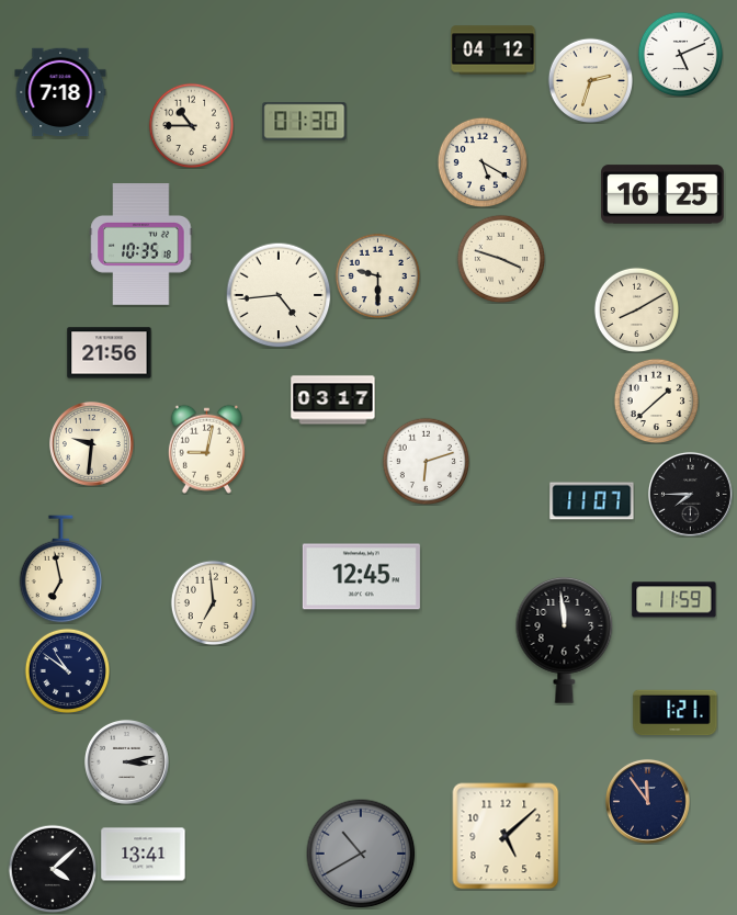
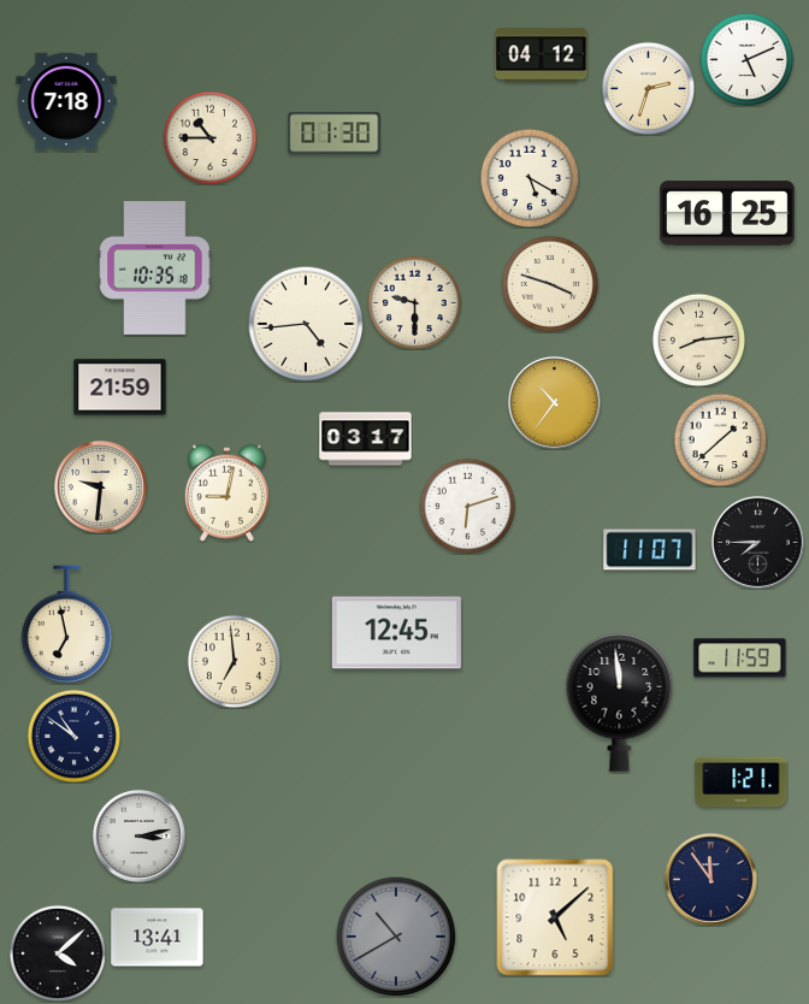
clock at (636, 309): 8:10 -> 8:14
clock at (110, 353): 21:56 -> 21:59
clock at (554, 402): none -> 10:36
